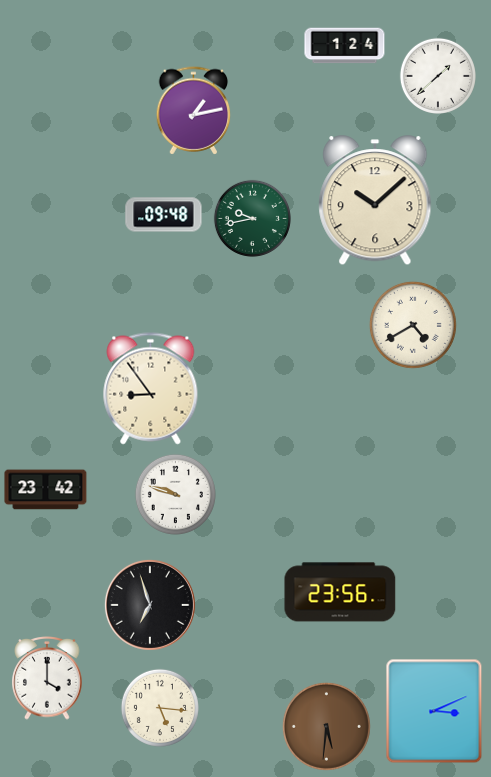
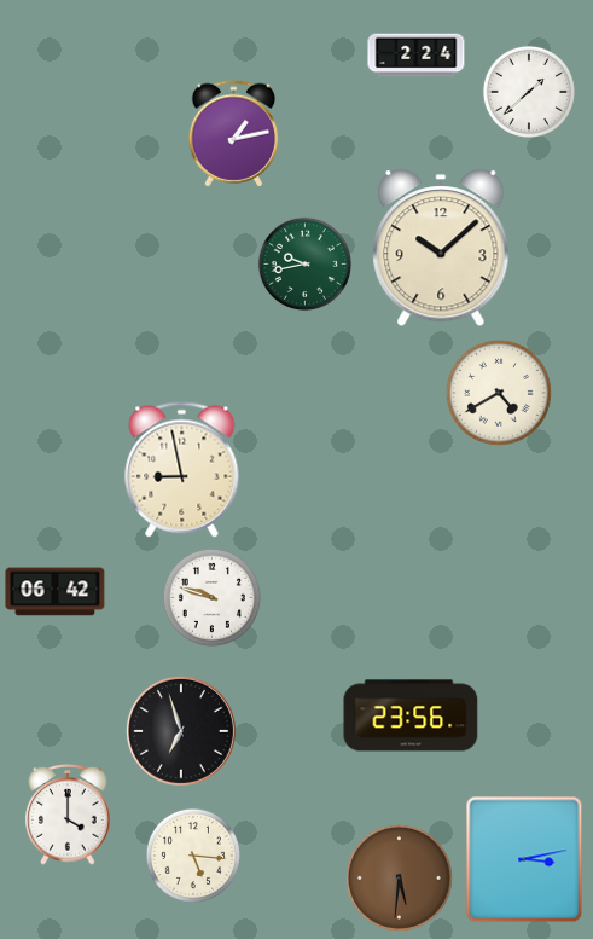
clock at (345, 46): 1:24 -> 2:24
clock at (375, 201) position: (375, 201) -> (441, 249)
clock at (164, 215): 09:48 -> none
clock at (151, 389): 8:54 -> 8:58
clock at (46, 490): 23:42 -> 06:42
clock at (47, 678) position: (47, 678) -> (68, 815)
clock at (434, 711): 3:11 -> 3:13
clock at (326, 726) position: (326, 726) -> (399, 877)
